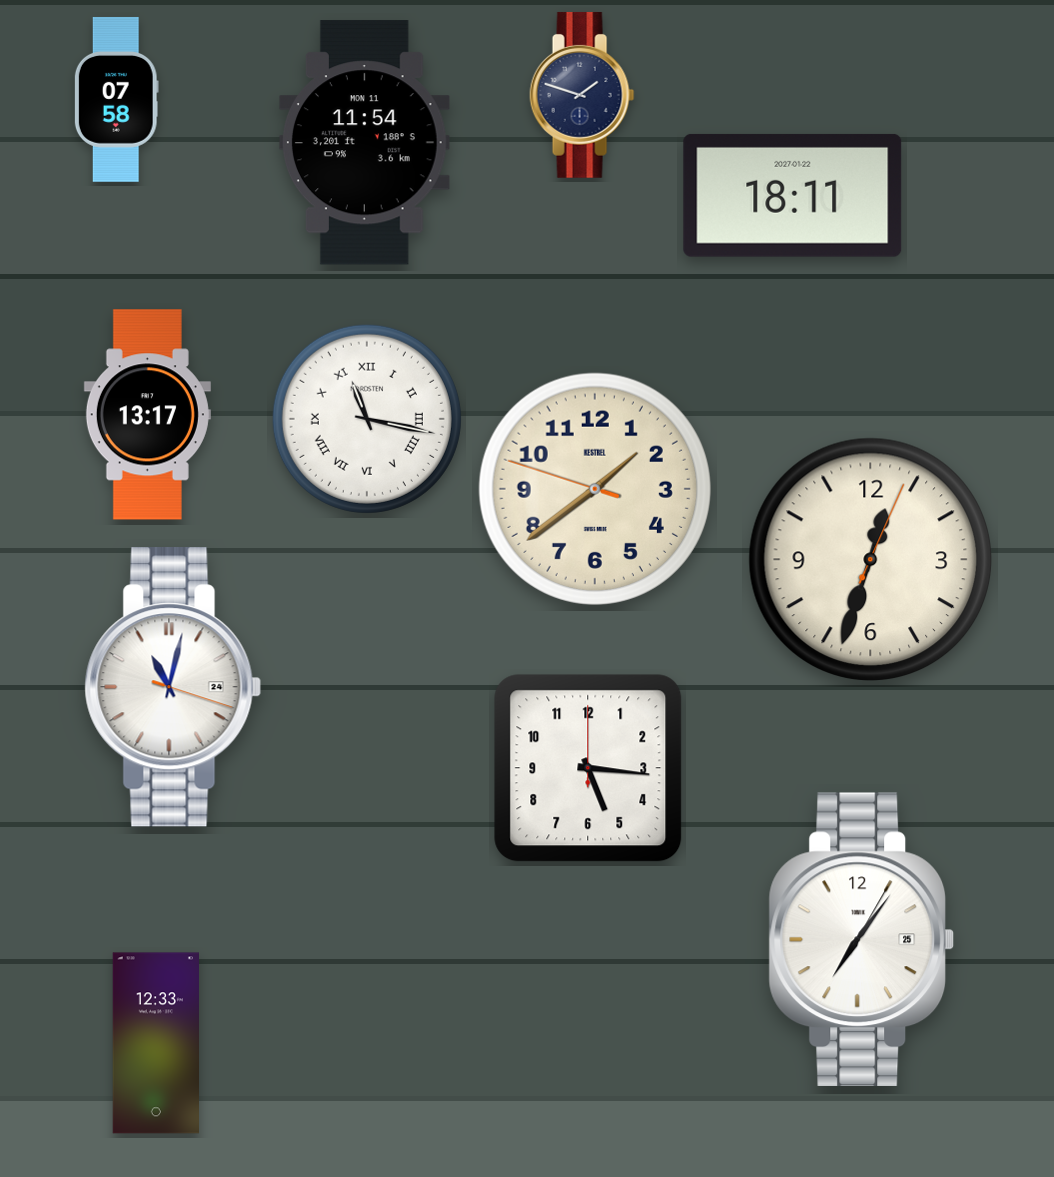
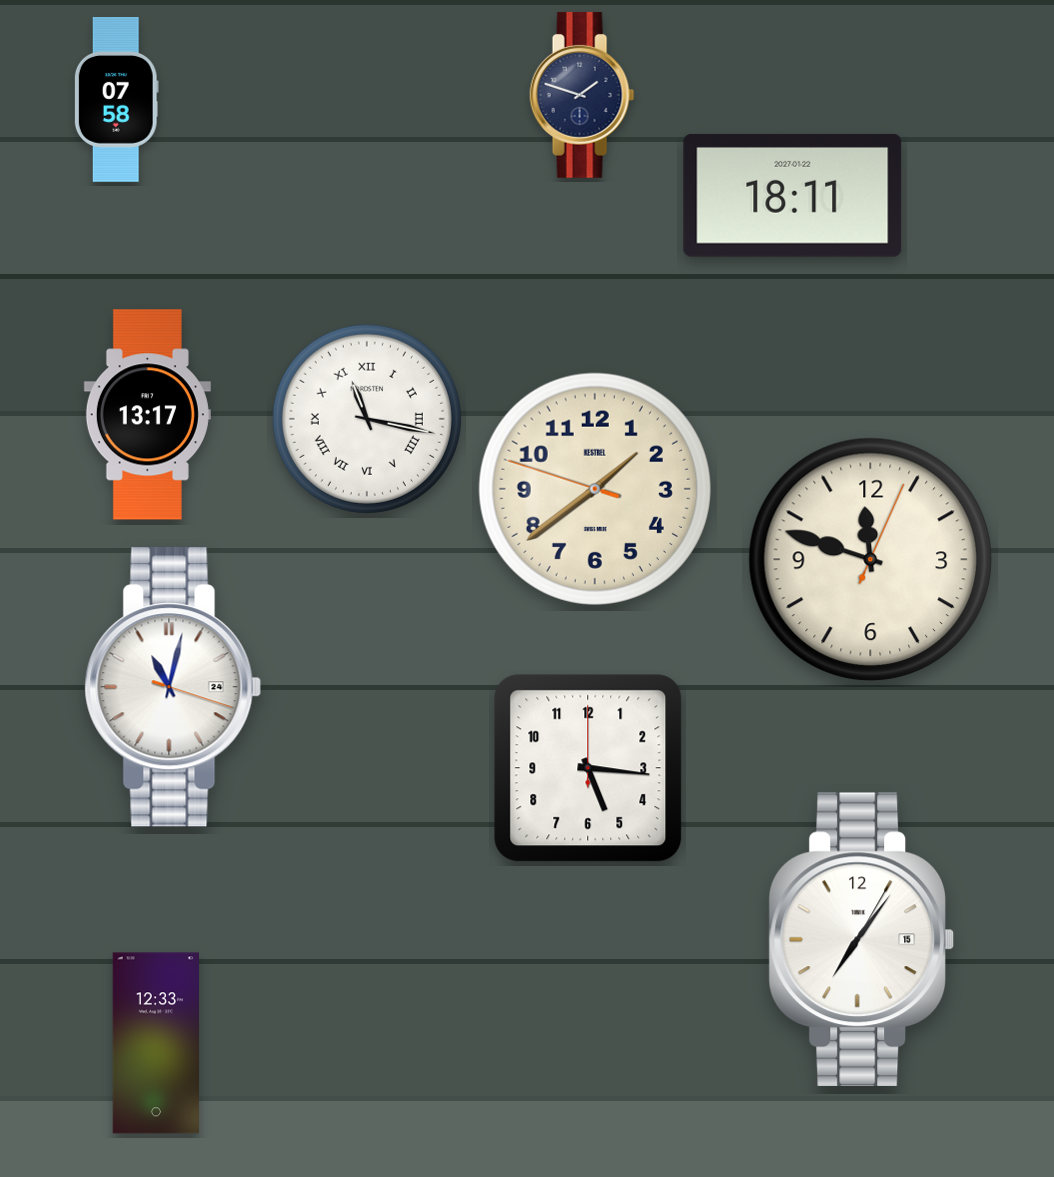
clock at (364, 143): 11:54 -> none
clock at (871, 560): 12:33 -> 11:48
clock at (862, 939) date: 25 -> 15
